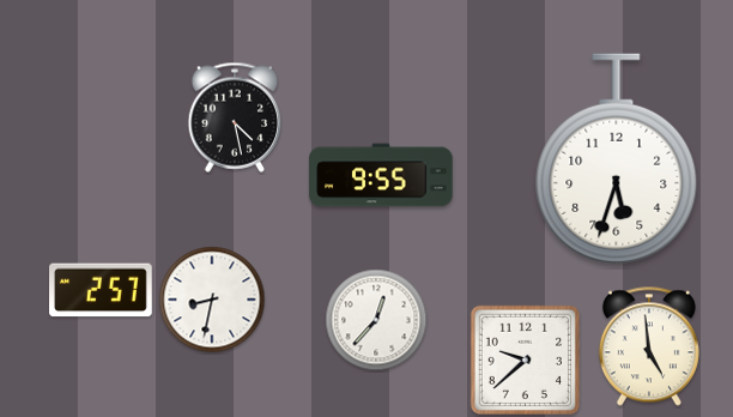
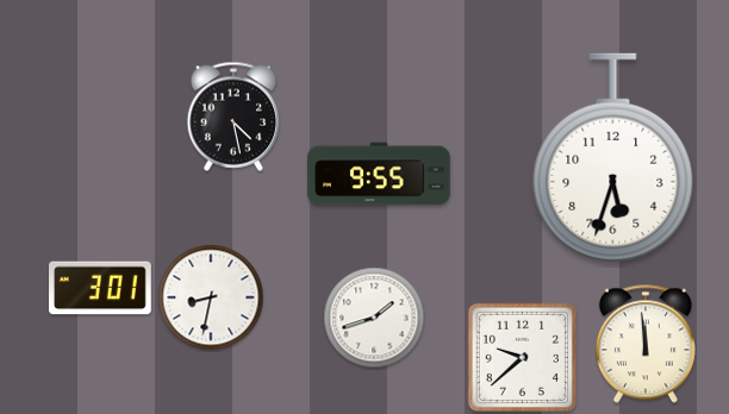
clock at (102, 290): 2:57 -> 3:01
clock at (376, 320): 12:37 -> 1:42
clock at (649, 346): 4:59 -> 11:59
